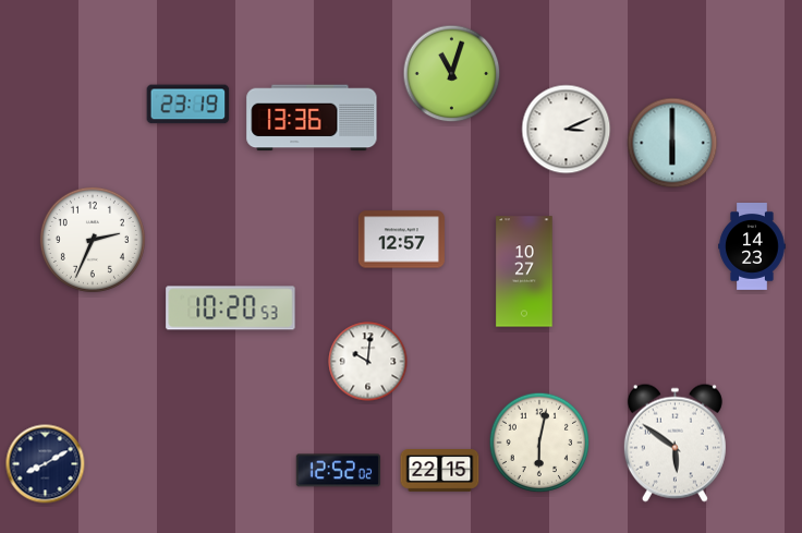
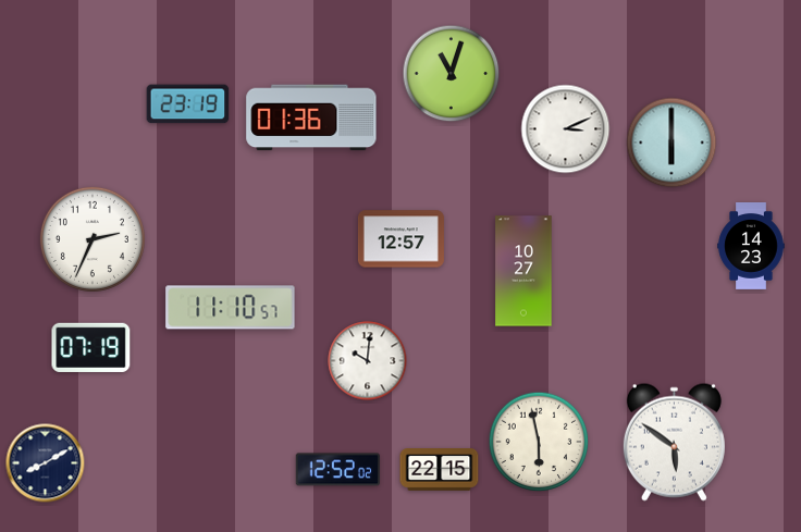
clock at (312, 118): 13:36 -> 01:36
clock at (231, 308): 10:20 -> 11:10
clock at (91, 347): none -> 07:19
clock at (539, 443): 6:02 -> 5:58
